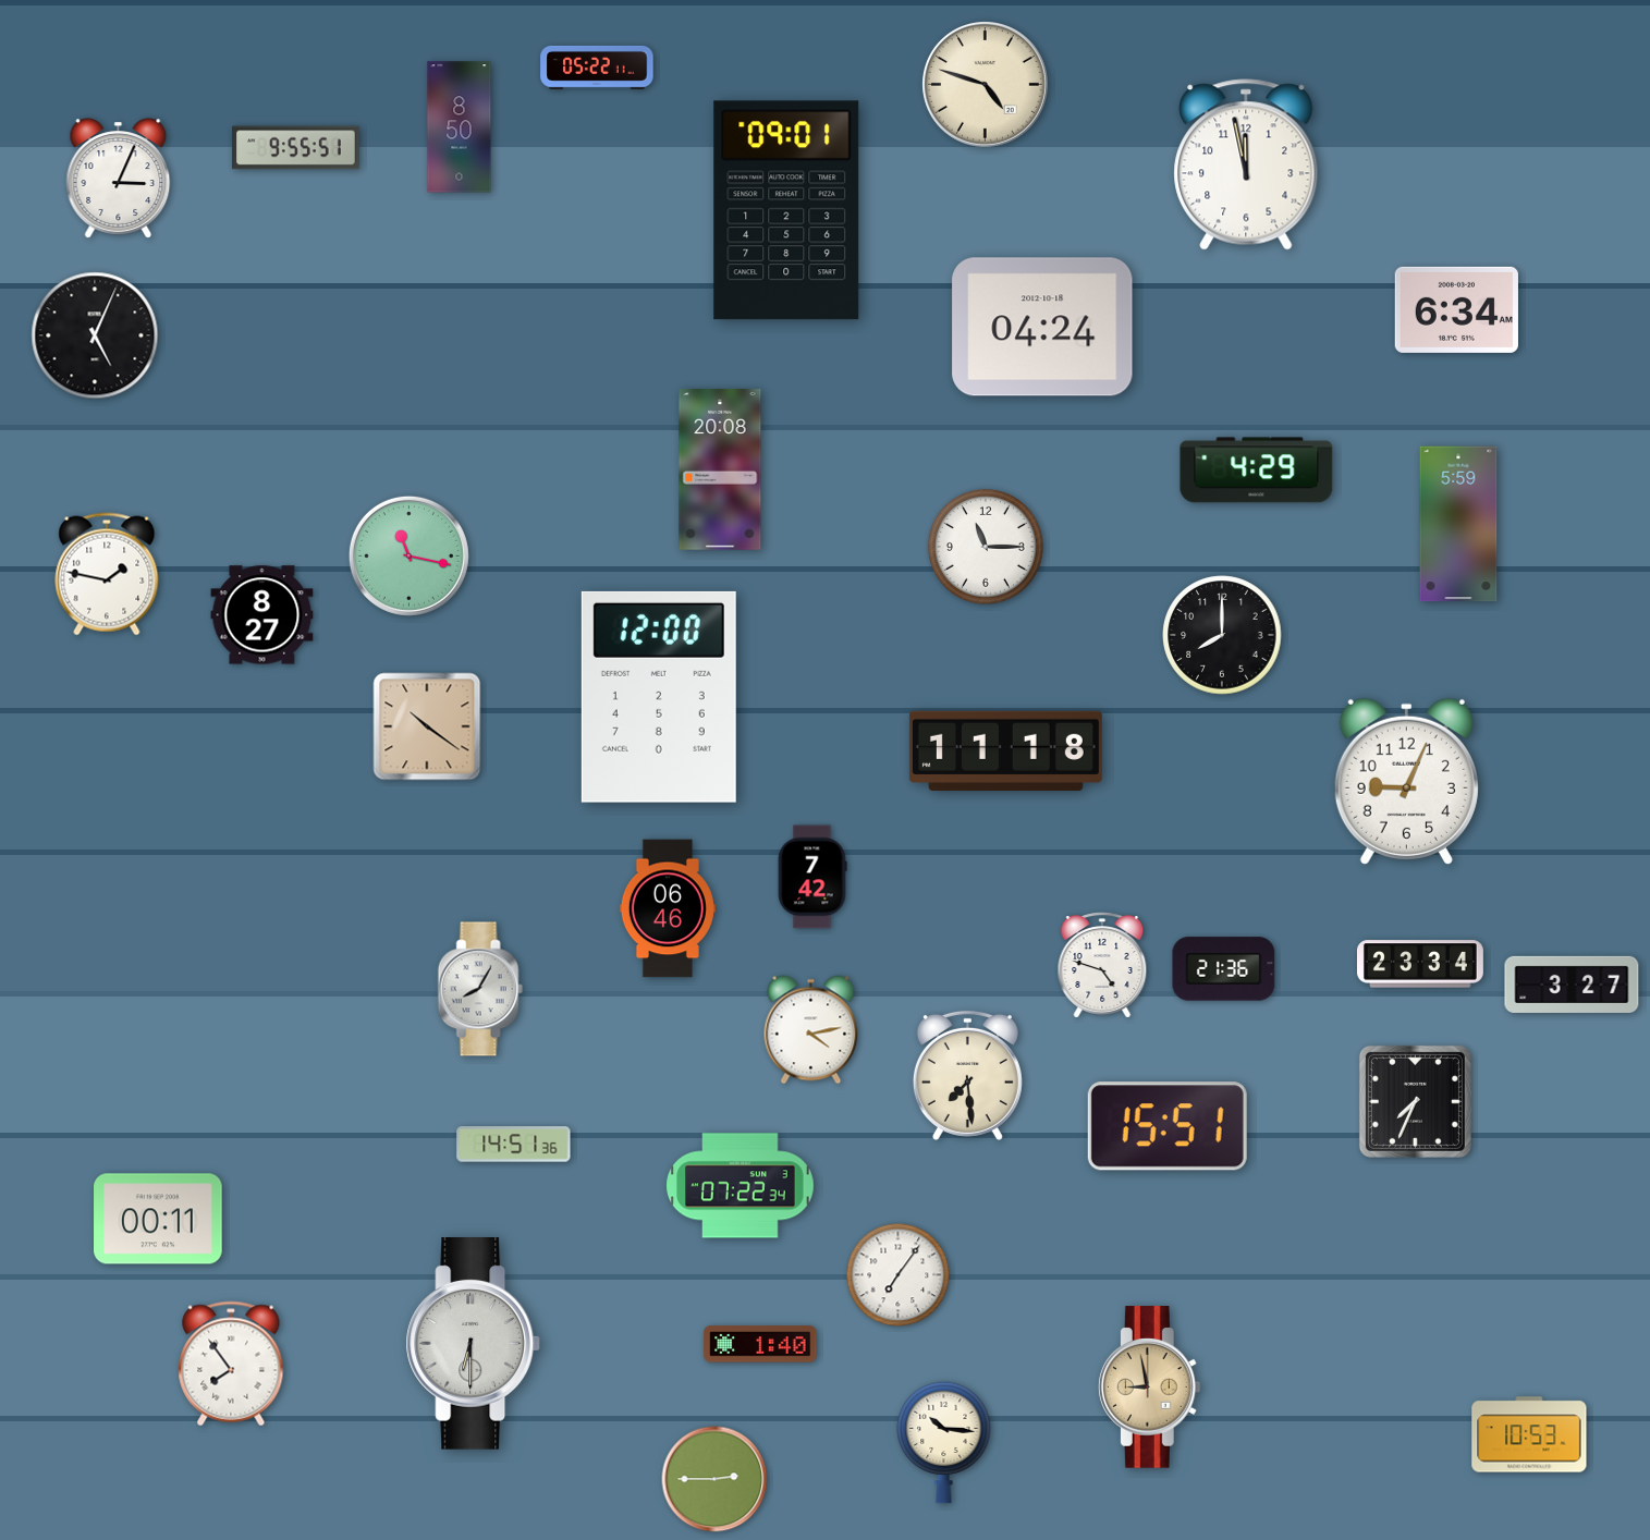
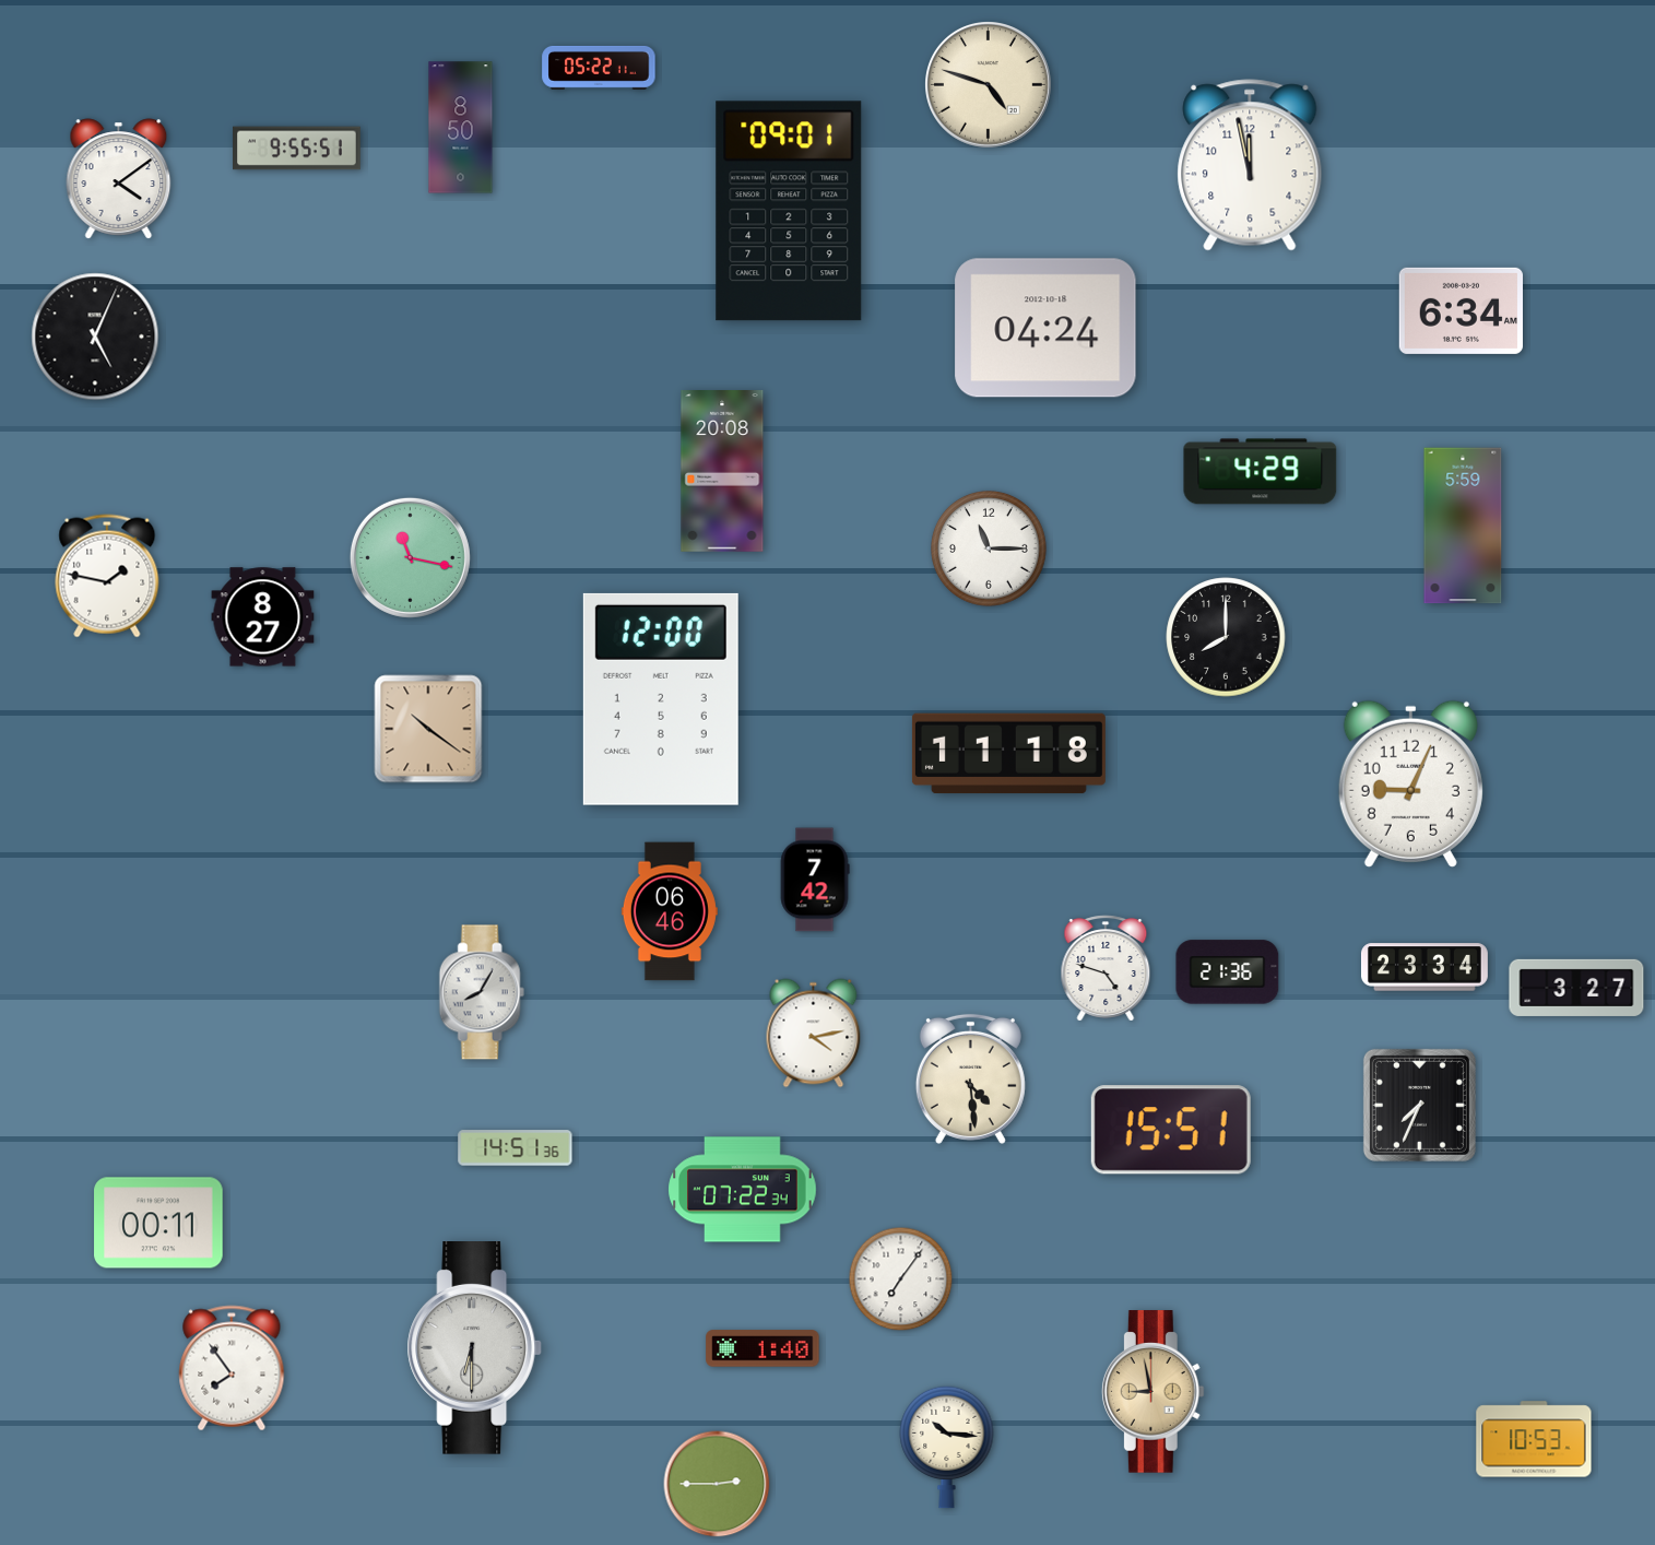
clock at (119, 179): 3:04 -> 4:09
clock at (967, 1075): 7:29 -> 4:29
